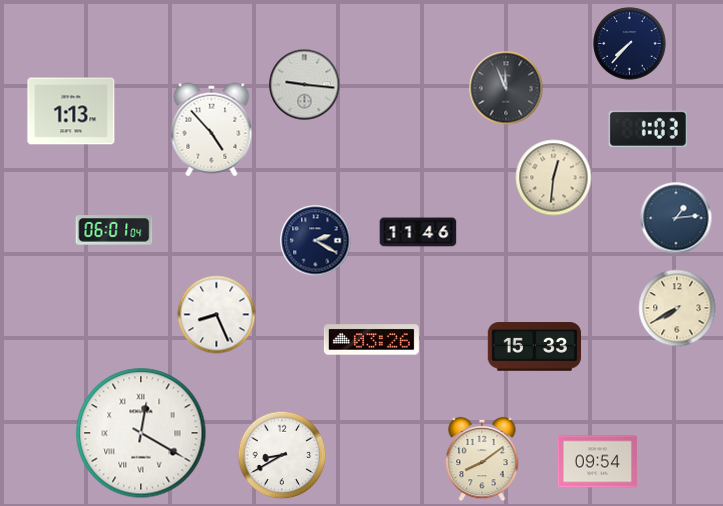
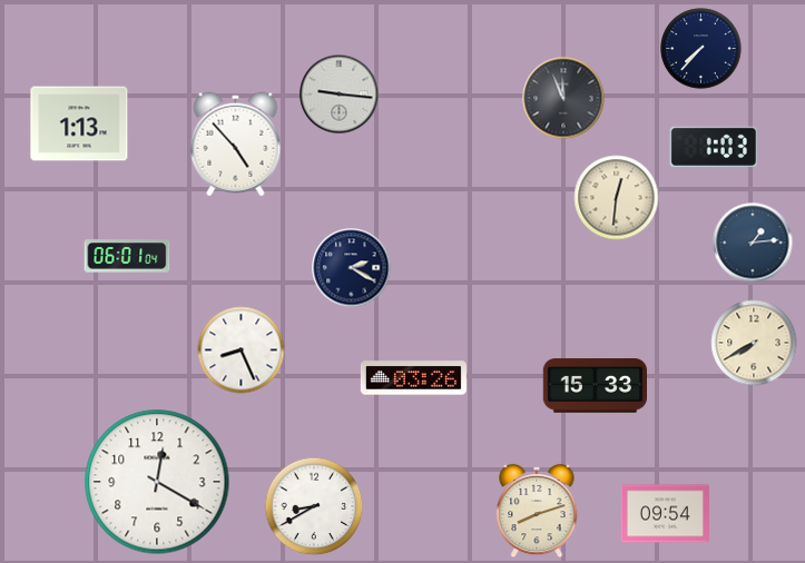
clock at (648, 129) position: (648, 129) -> (714, 147)
clock at (418, 232): 11:46 -> none
clock at (141, 433) numerals: Roman -> Arabic
clock at (482, 459): 8:09 -> 8:12
